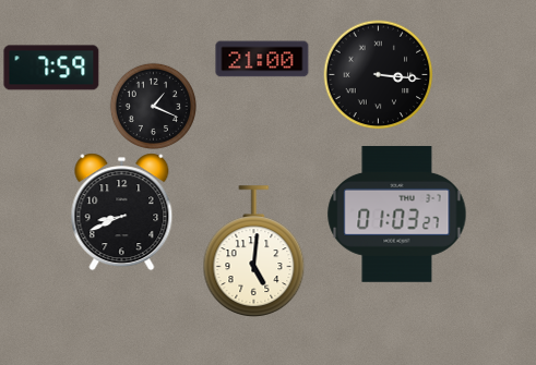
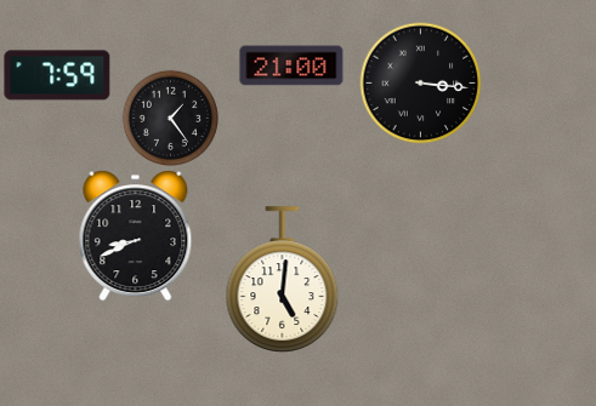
clock at (153, 106): 1:19 -> 1:24
clock at (397, 214): 01:03 -> none
